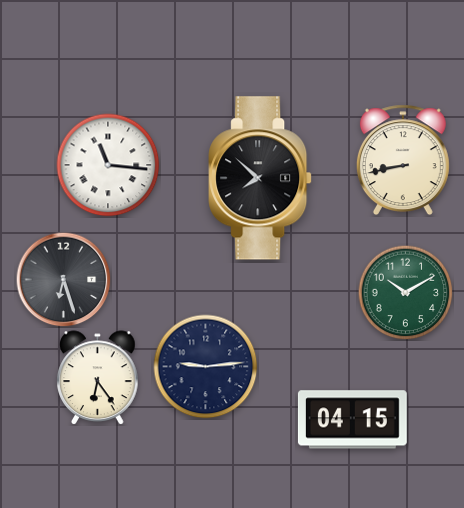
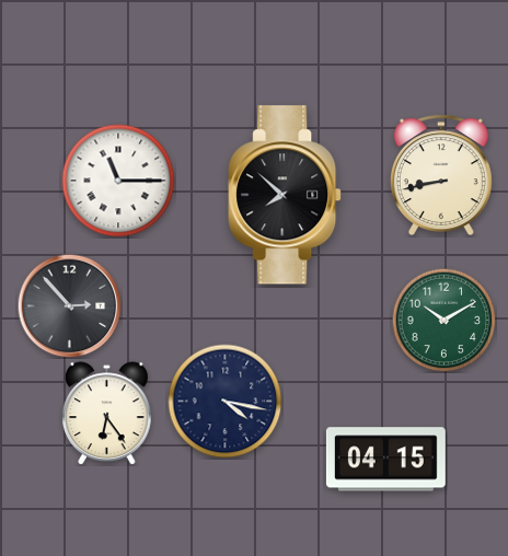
clock at (108, 165): 11:16 -> 11:15
clock at (63, 279): 6:27 -> 2:53
clock at (206, 367): 9:14 -> 4:17
